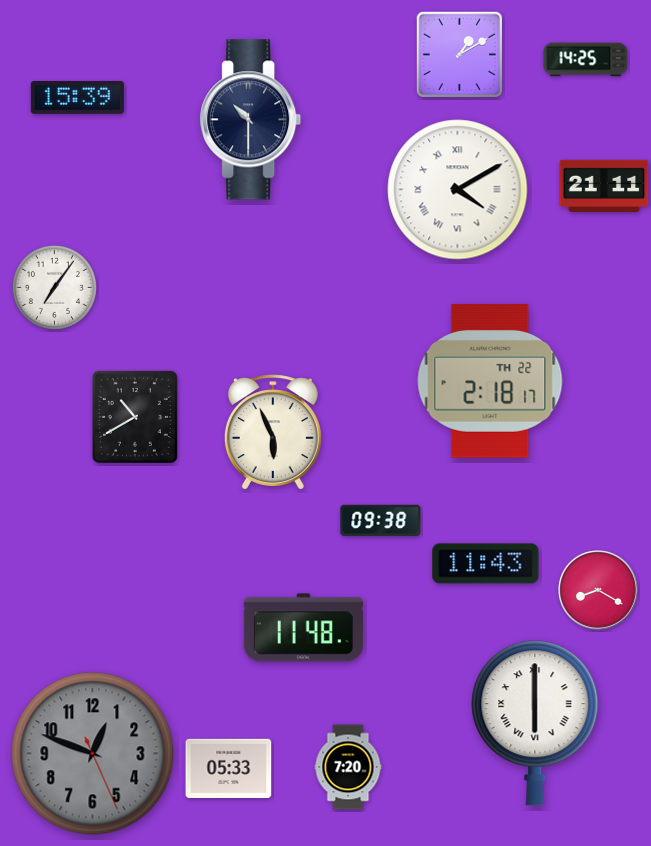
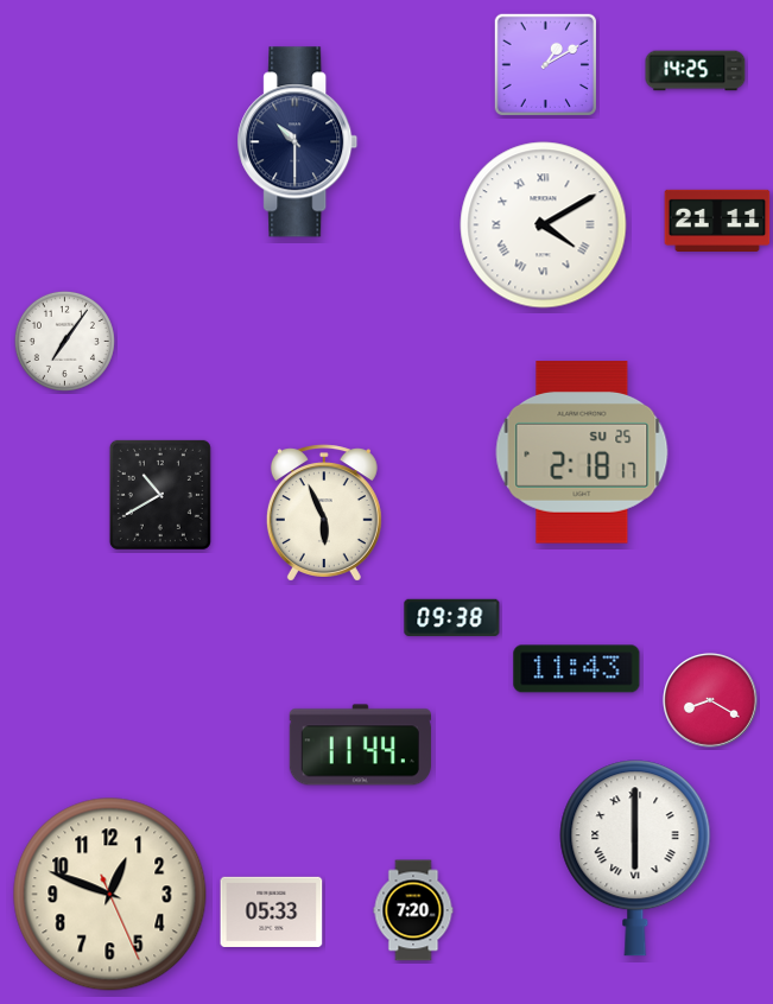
clock at (77, 97): 15:39 -> none
clock at (490, 381) date: TH 22 -> SU 25
clock at (303, 628): 11:48 -> 11:44
clock at (93, 754) dial: grey -> cream
